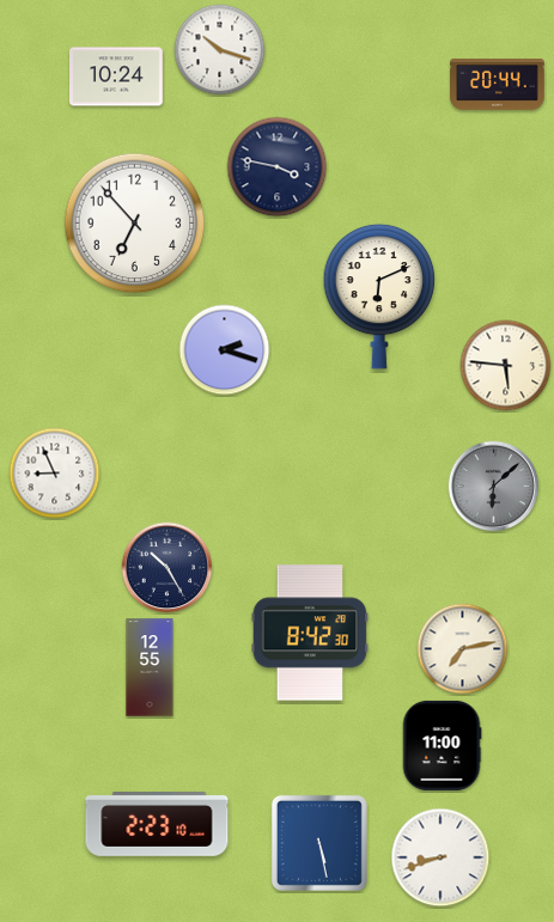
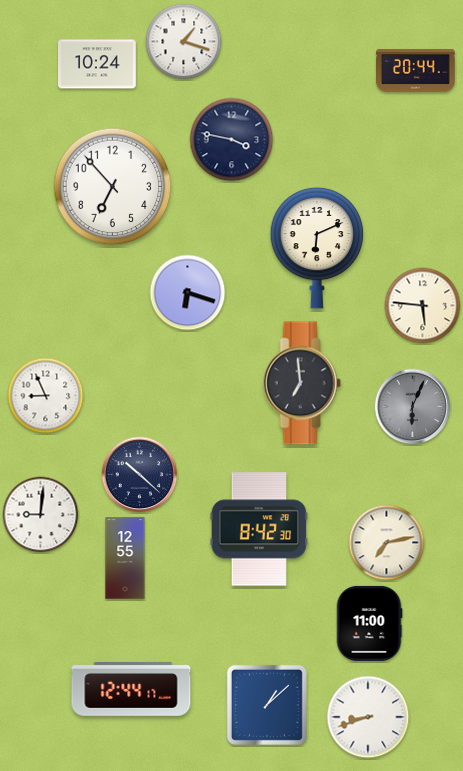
clock at (220, 50): 10:18 -> 1:18
clock at (225, 350): 2:18 -> 6:18
clock at (302, 383): none -> 6:59
clock at (494, 487): 6:08 -> 6:04
clock at (168, 568): 10:25 -> 10:22
clock at (41, 515): none -> 9:01
clock at (157, 825): 2:23 -> 12:44
clock at (319, 843): 5:28 -> 1:08
